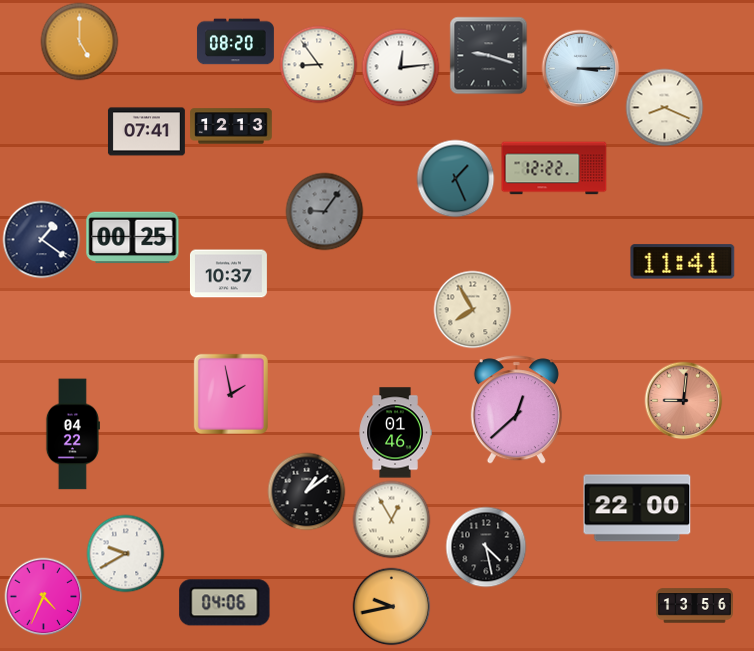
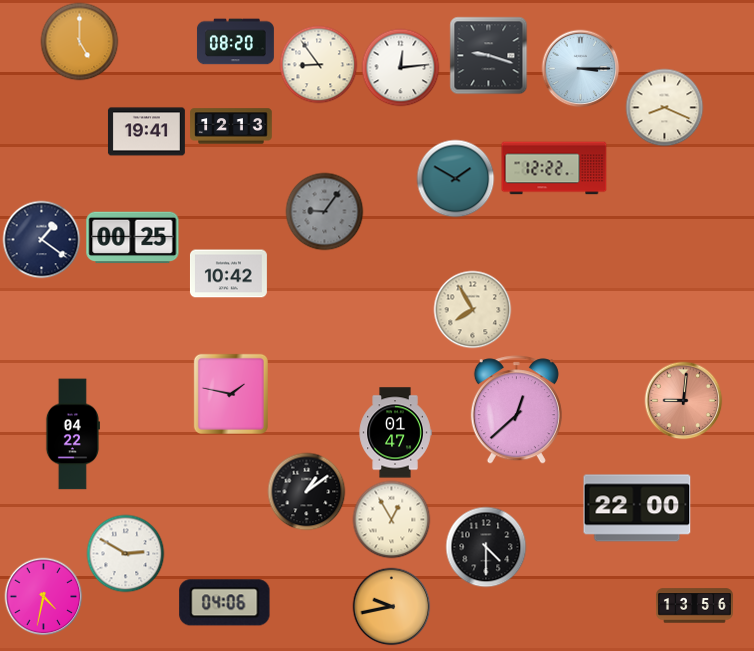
clock at (146, 132): 07:41 -> 19:41
clock at (455, 178): 1:26 -> 1:50
clock at (683, 262): 11:41 -> none
clock at (228, 274): 10:37 -> 10:42
clock at (231, 394): 1:58 -> 1:47
clock at (395, 433): 01:46 -> 01:47
clock at (486, 547): 4:28 -> 4:30
clock at (125, 553): 9:40 -> 2:50
clock at (43, 596): 4:34 -> 4:32
